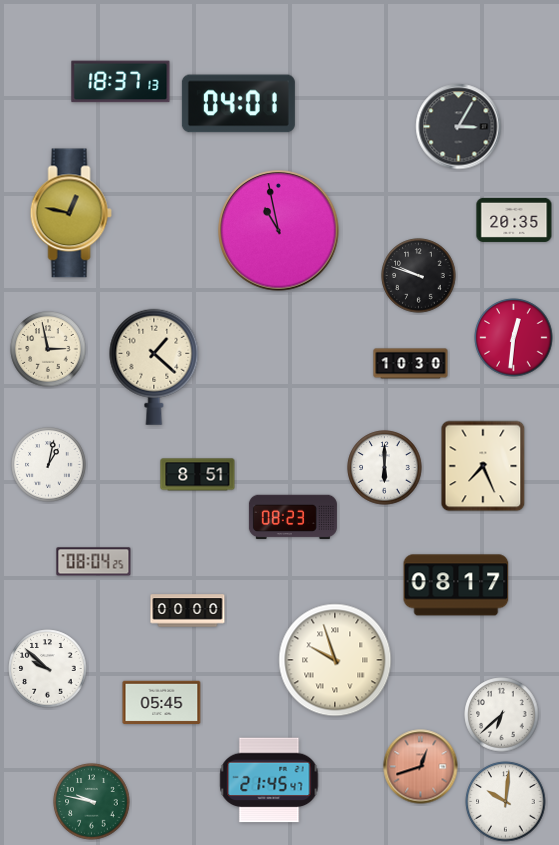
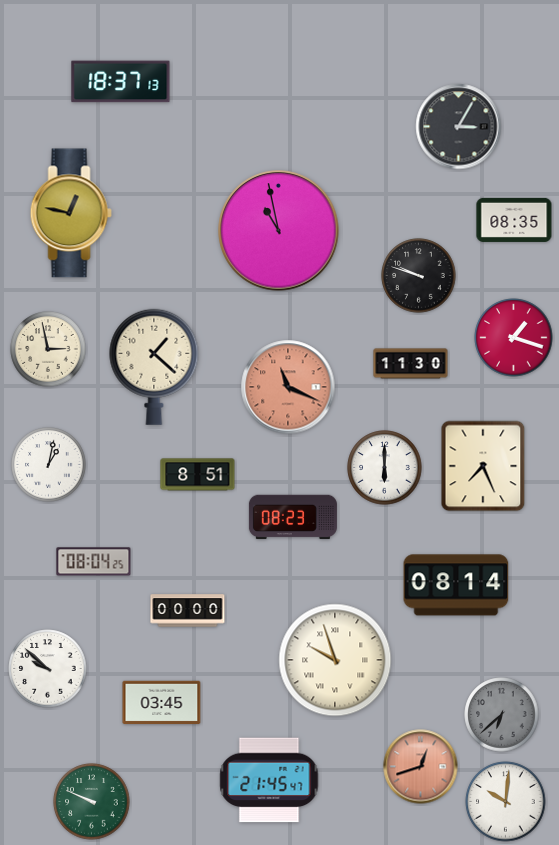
clock at (238, 104): 04:01 -> none
clock at (514, 220): 20:35 -> 08:35
clock at (514, 338): 12:31 -> 1:18
clock at (411, 364): 10:30 -> 11:30
clock at (288, 387): none -> 11:19
clock at (456, 585): 08:17 -> 08:14
clock at (162, 703): 05:45 -> 03:45
clock at (502, 715) dial: white -> grey
clock at (92, 802): 9:47 -> 9:49
